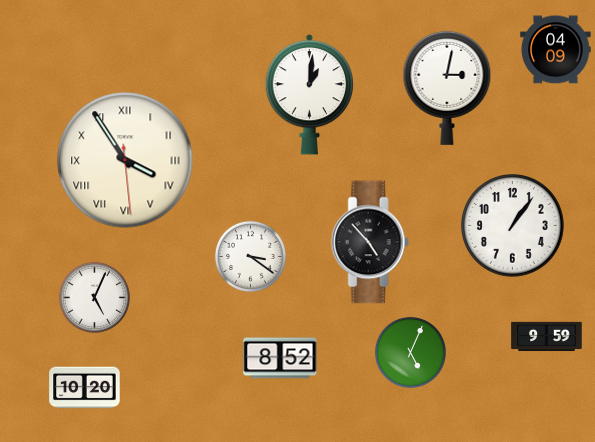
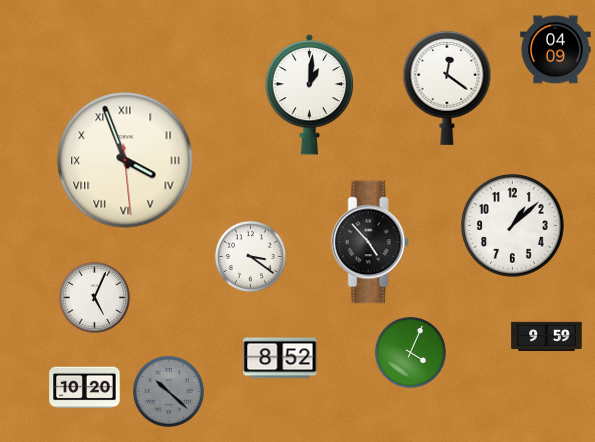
clock at (447, 88): 3:02 -> 12:21
clock at (125, 160): 3:54 -> 3:56
clock at (513, 226): 1:06 -> 1:08
clock at (410, 352): 5:04 -> 4:04
clock at (168, 391): none -> 10:22
